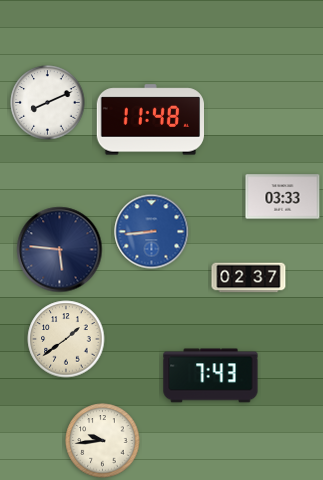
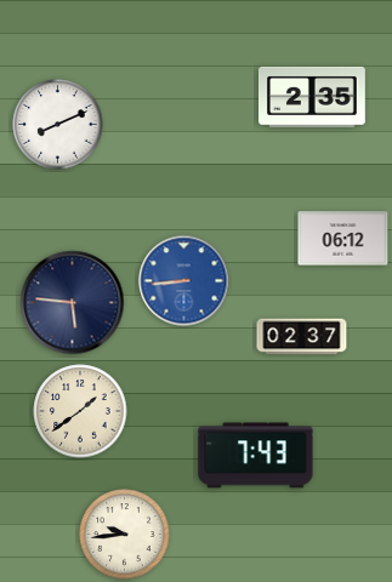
clock at (313, 97): none -> 2:35
clock at (150, 120): 11:48 -> none
clock at (283, 197): 03:33 -> 06:12
